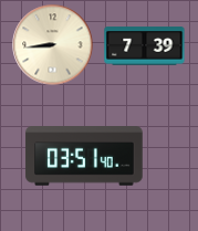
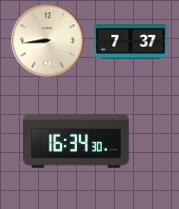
clock at (145, 46): 7:39 -> 7:37
clock at (84, 156): 03:51 -> 16:34
